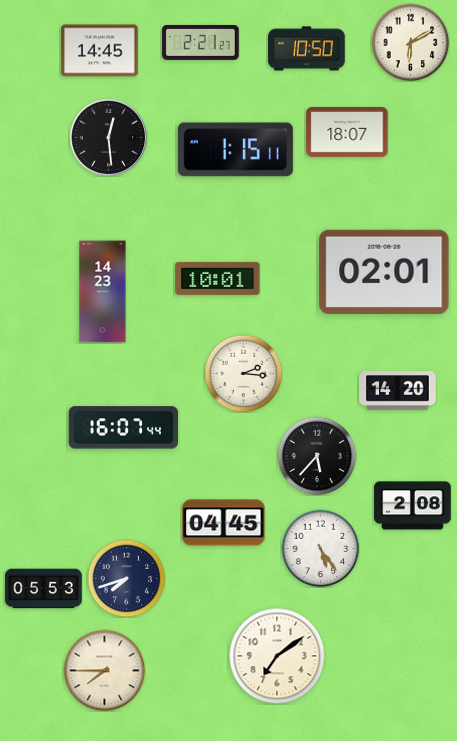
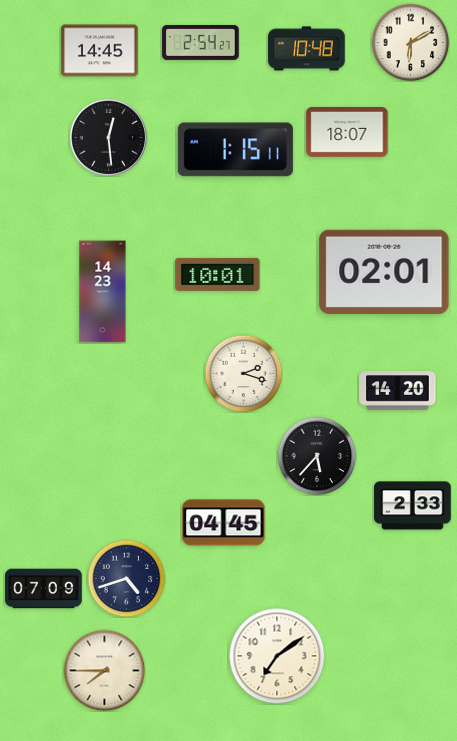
clock at (201, 42): 2:21 -> 2:54
clock at (307, 49): 10:50 -> 10:48
clock at (218, 278) position: (218, 278) -> (218, 274)
clock at (243, 373): 2:16 -> 2:18
clock at (124, 428): 16:07 -> none
clock at (413, 506): 2:08 -> 2:33
clock at (320, 548): 5:24 -> none
clock at (126, 578): 7:42 -> 4:42
clock at (44, 589): 05:53 -> 07:09
